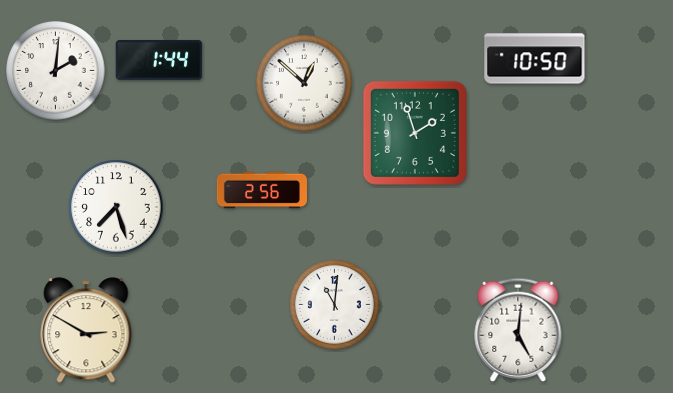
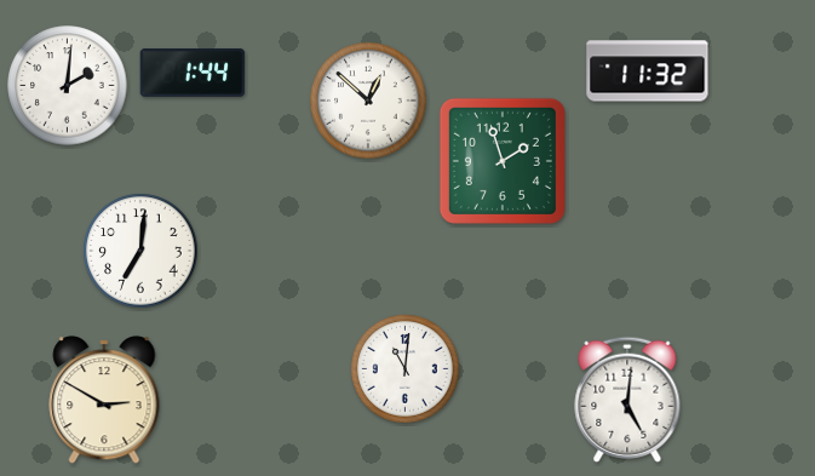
clock at (535, 59): 10:50 -> 11:32
clock at (262, 190): 2:56 -> none
clock at (116, 207): 7:27 -> 7:01
